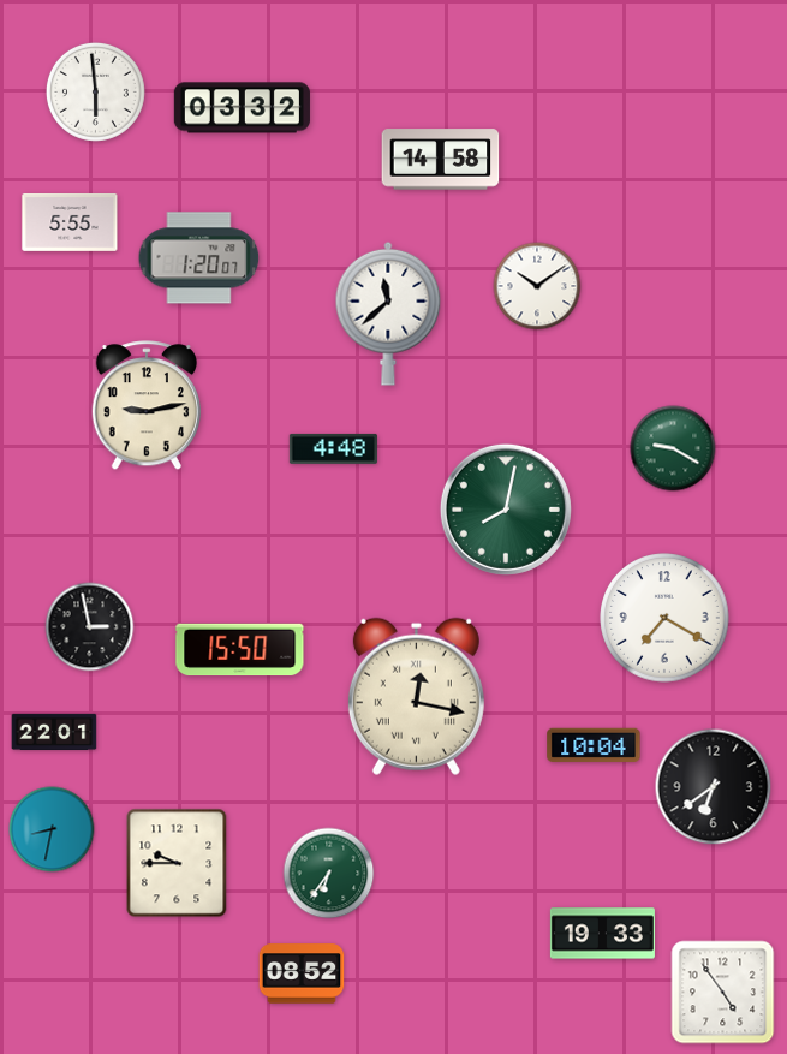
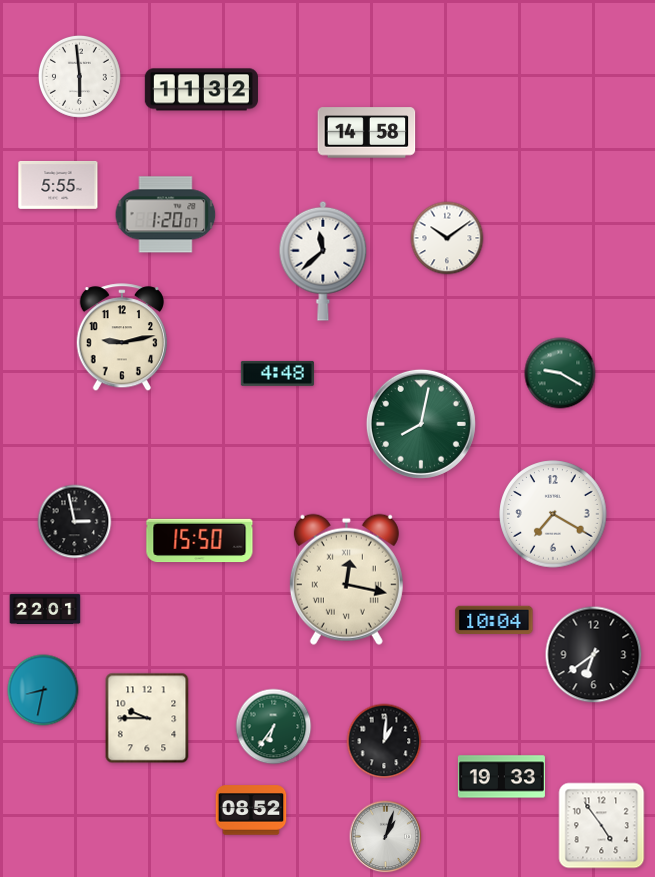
clock at (242, 108): 03:32 -> 11:32
clock at (384, 741): none -> 1:01
clock at (386, 837): none -> 1:03
